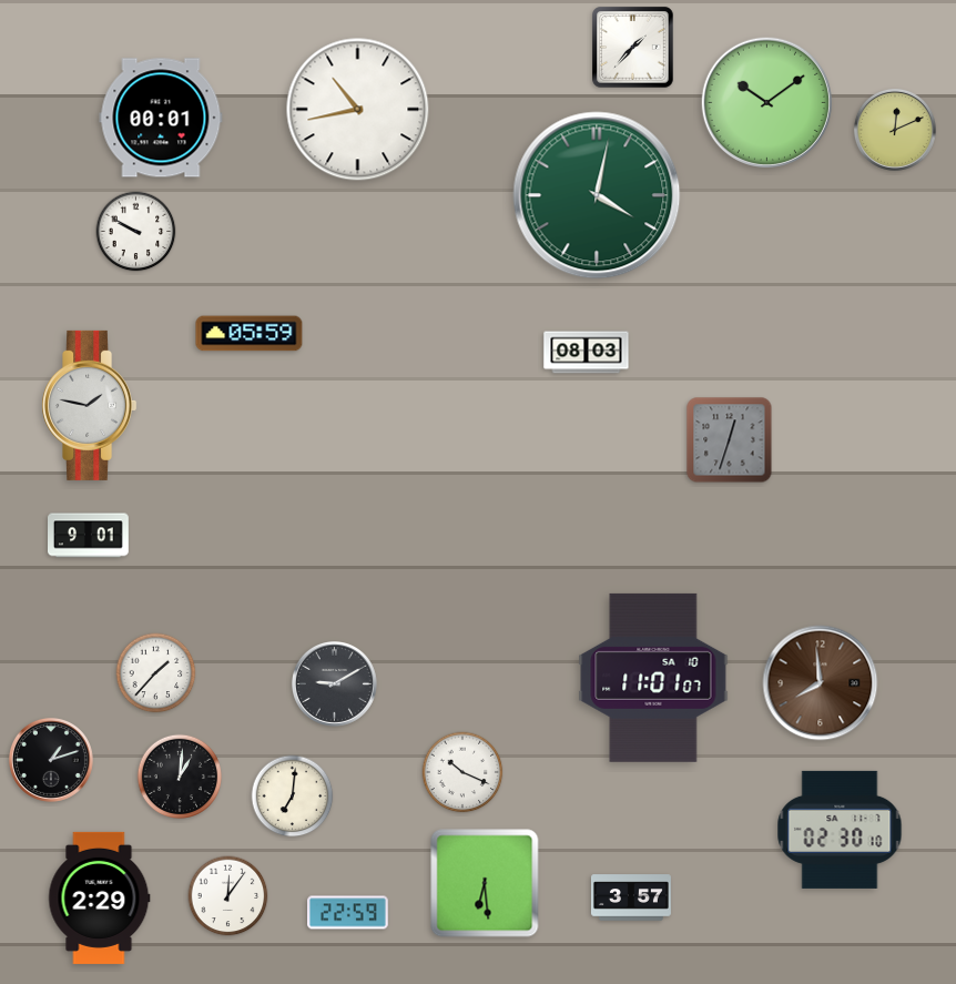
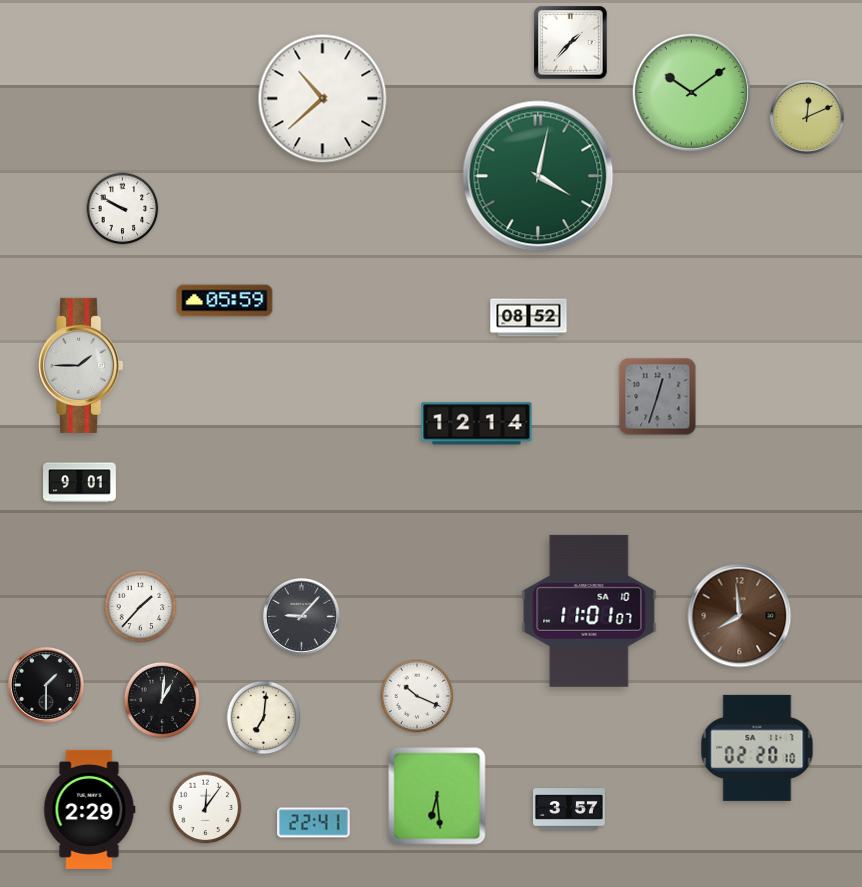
clock at (358, 110): 10:43 -> 10:38
clock at (161, 118): 00:01 -> none
clock at (587, 353): 08:03 -> 08:52
clock at (90, 405): 1:47 -> 1:45
clock at (477, 424): none -> 12:14
clock at (335, 684): 9:10 -> 9:07
clock at (51, 760): 1:12 -> 1:30
clock at (840, 830): 02:30 -> 02:20
clock at (348, 913): 22:59 -> 22:41
